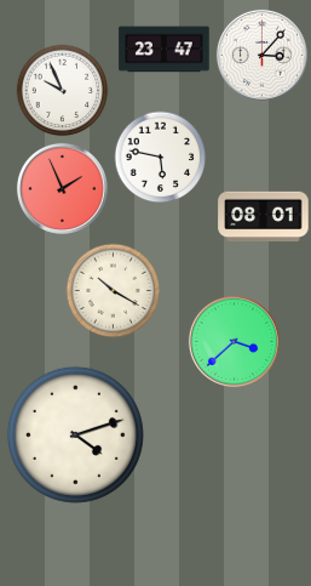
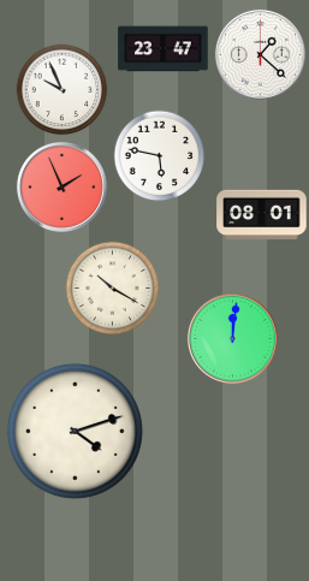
clock at (261, 55): 3:07 -> 1:22
clock at (234, 341): 3:38 -> 12:01
